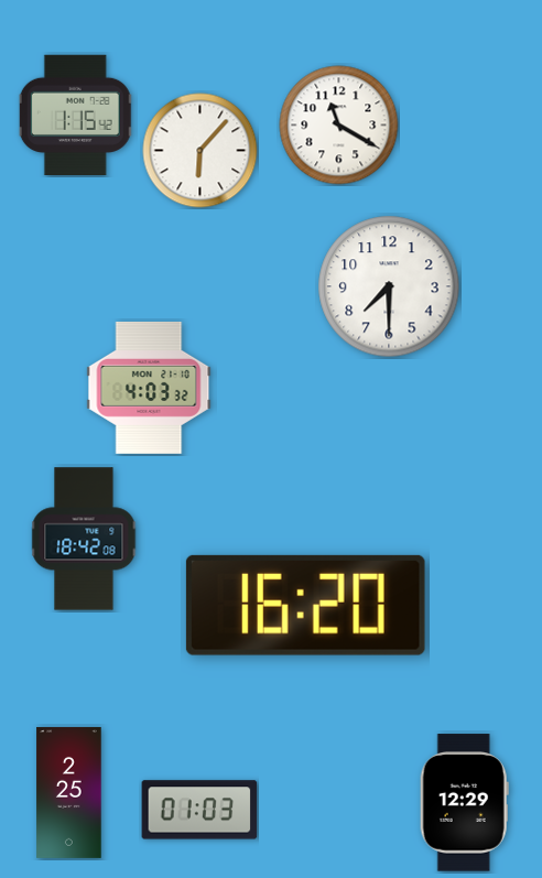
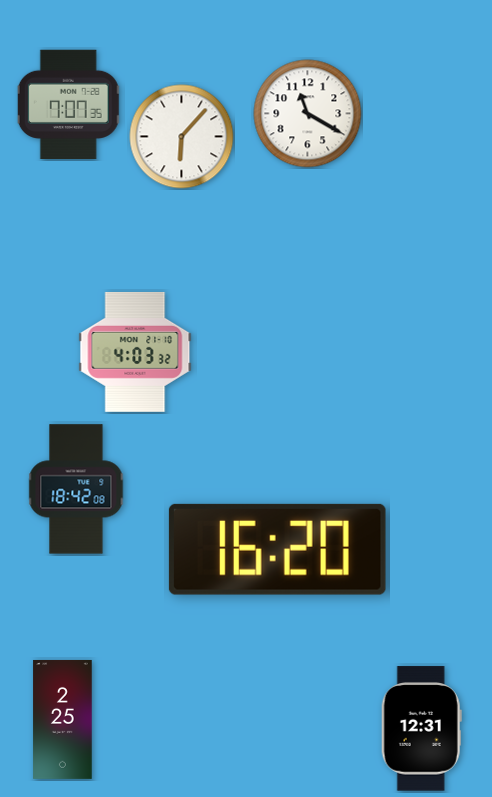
clock at (76, 116): 1:15 -> 7:07
clock at (389, 286): 7:30 -> none
clock at (464, 803): 12:29 -> 12:31
clock at (199, 810): 01:03 -> none
